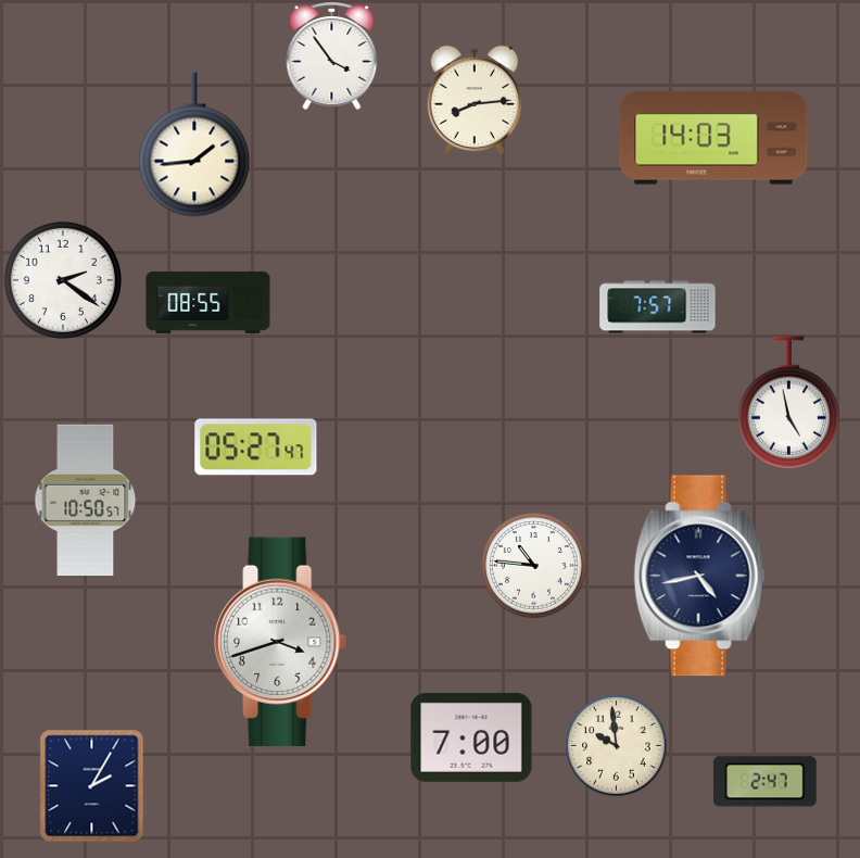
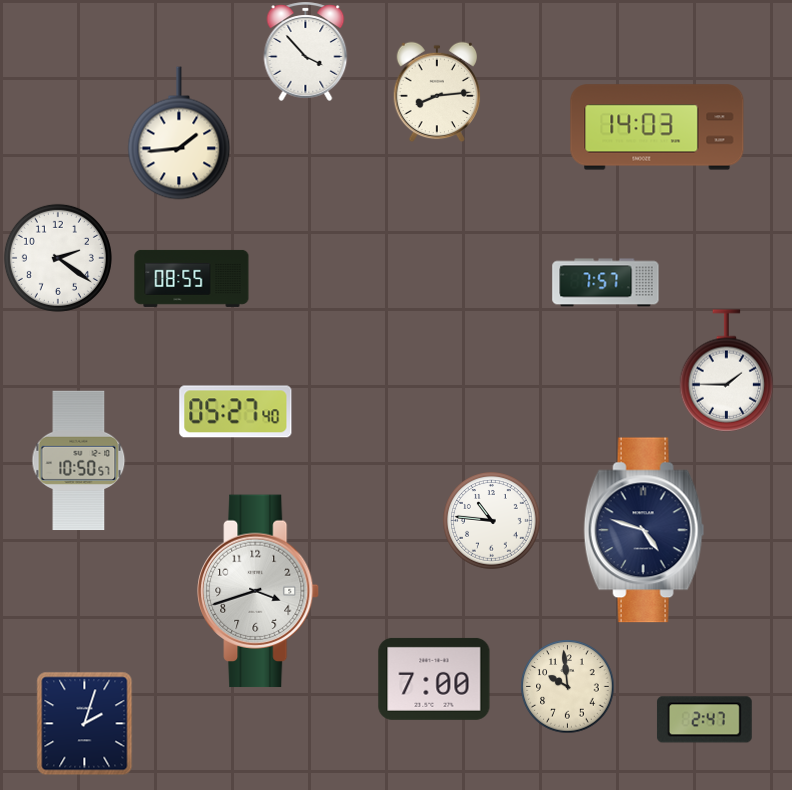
clock at (332, 55): 3:54 -> 3:53
clock at (789, 403): 4:58 -> 1:45
clock at (256, 447): 05:27:47 -> 05:27:40
clock at (699, 576): 4:43 -> 4:48
clock at (92, 785): 2:05 -> 2:03
